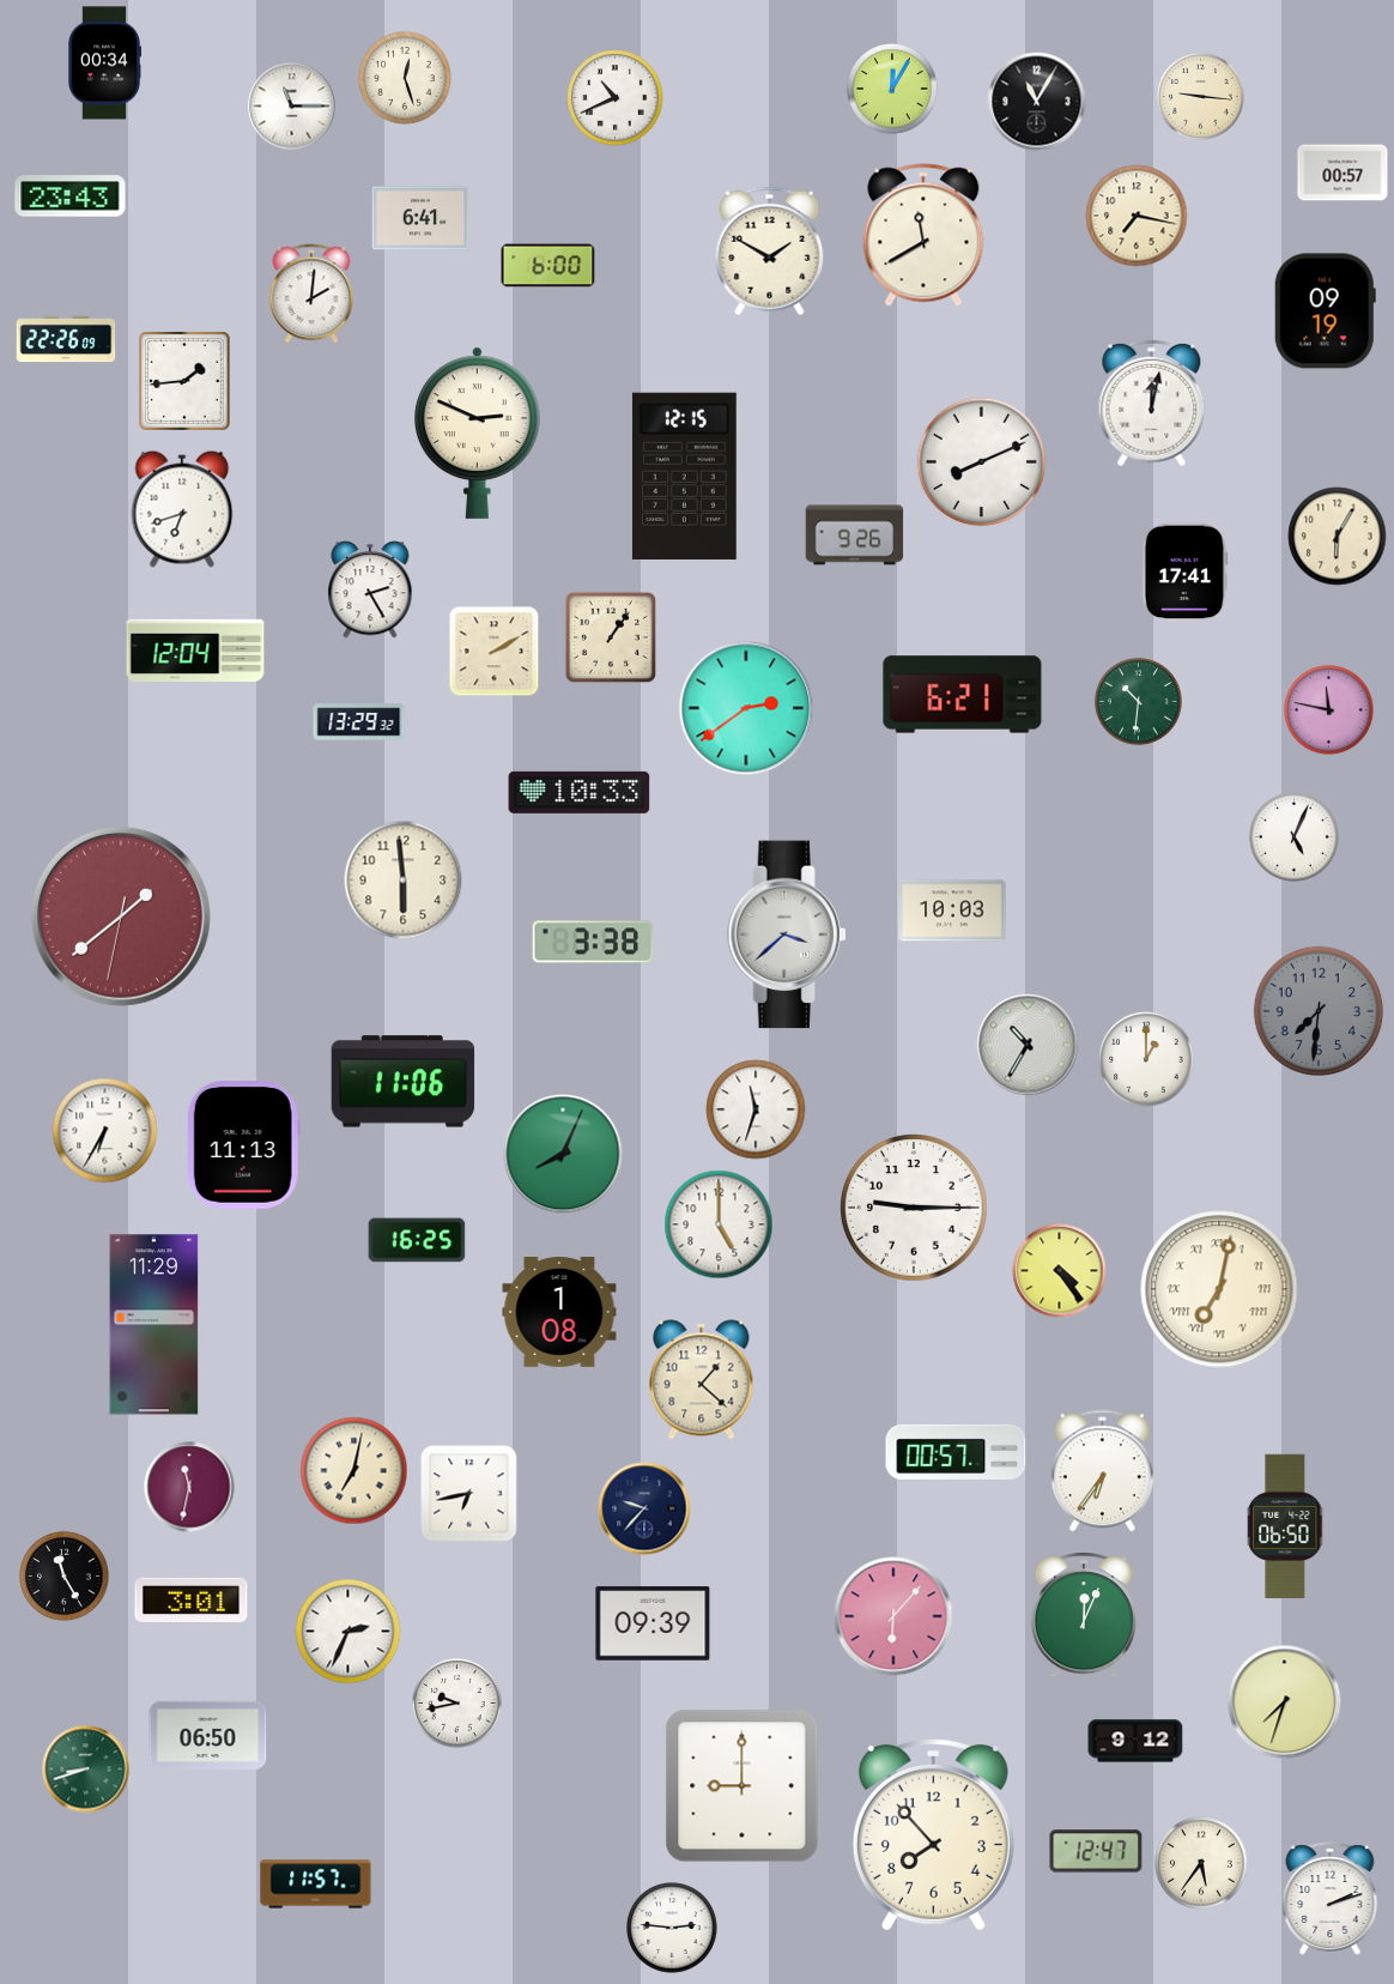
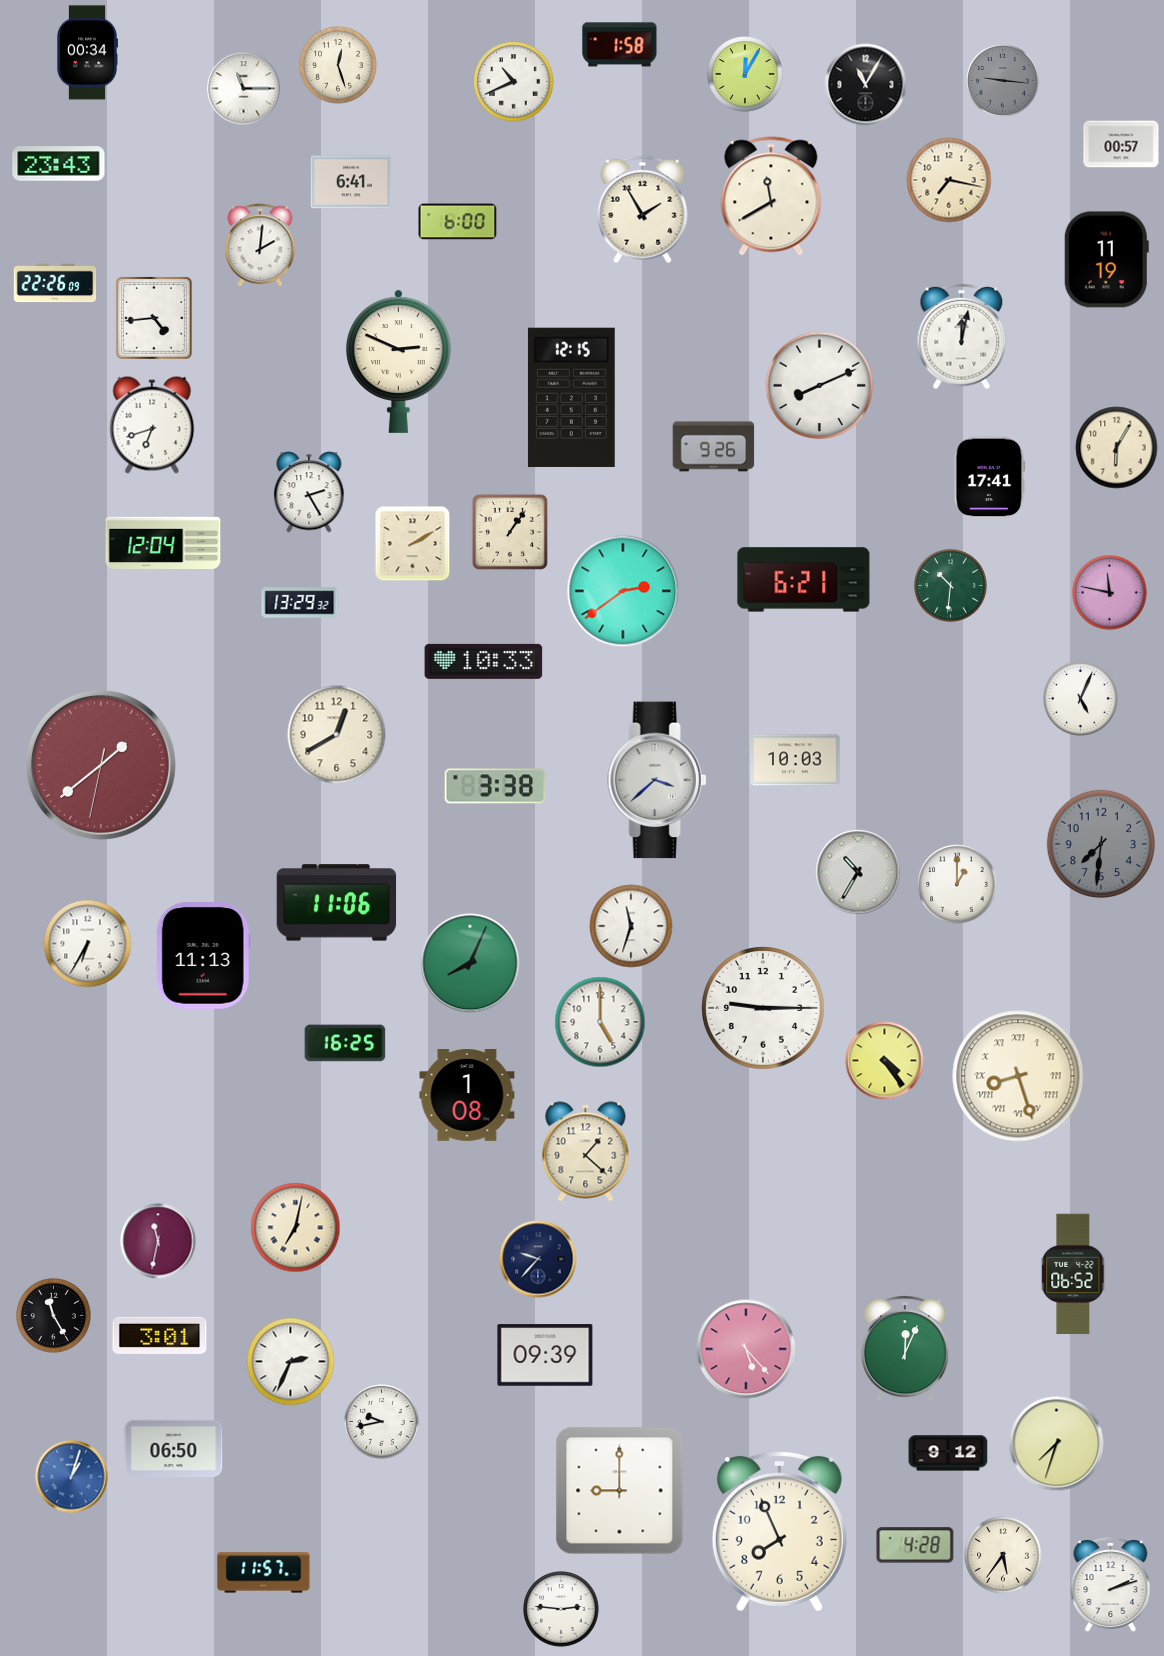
clock at (620, 45): none -> 1:58
clock at (1201, 97) dial: cream -> grey
clock at (770, 252): 1:50 -> 1:55
clock at (1325, 311): 09:19 -> 11:19
clock at (184, 382): 1:44 -> 4:44
clock at (404, 881): 5:59 -> 12:40
clock at (417, 1240) position: (417, 1240) -> (345, 1043)
clock at (1219, 1289): 7:02 -> 8:27
clock at (154, 1325): 11:29 -> none
clock at (956, 1452): 00:57 -> none
clock at (1102, 1471): 6:36 -> none
clock at (469, 1494): 6:43 -> none
clock at (1286, 1526): 06:50 -> 06:52
clock at (893, 1616): 6:07 -> 5:23
clock at (1285, 1702) position: (1285, 1702) -> (1057, 1444)
clock at (86, 1770): 8:42 -> 1:03
clock at (86, 1770) dial: green -> blue
clock at (933, 1834): 7:53 -> 7:56
clock at (1096, 1851): 12:47 -> 4:28
